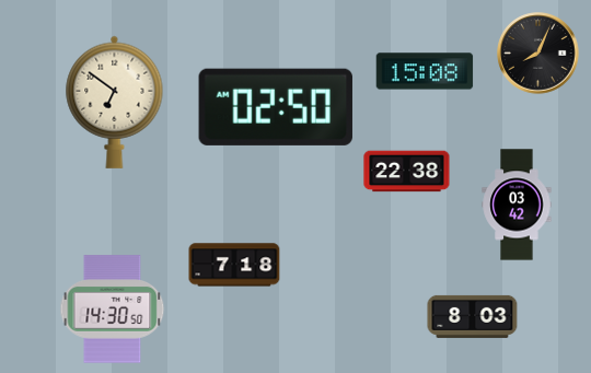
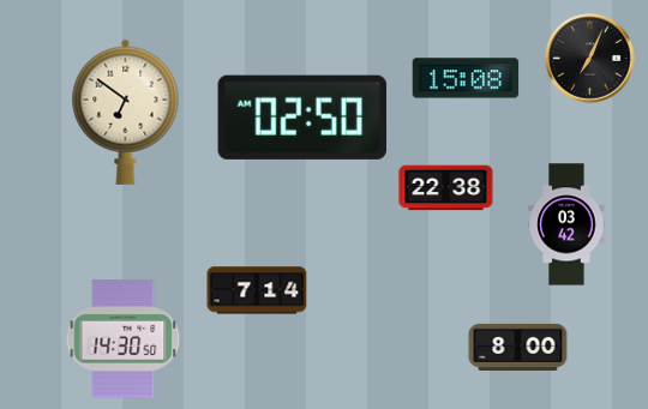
clock at (538, 54): 8:04 -> 7:04
clock at (234, 265): 7:18 -> 7:14
clock at (473, 316): 8:03 -> 8:00
